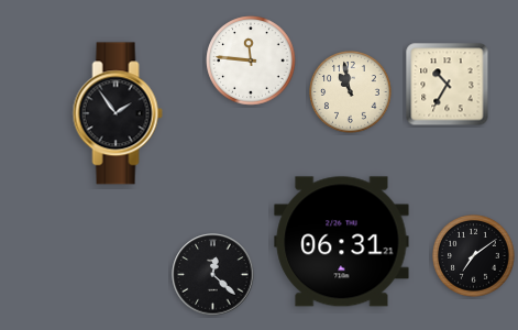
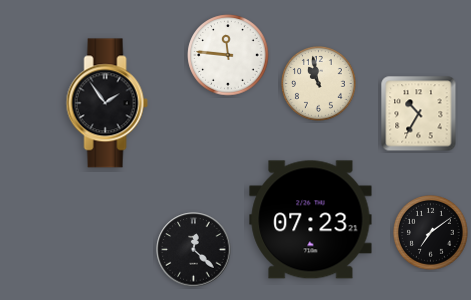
clock at (448, 85) position: (448, 85) -> (419, 114)
clock at (342, 242): 06:31 -> 07:23
